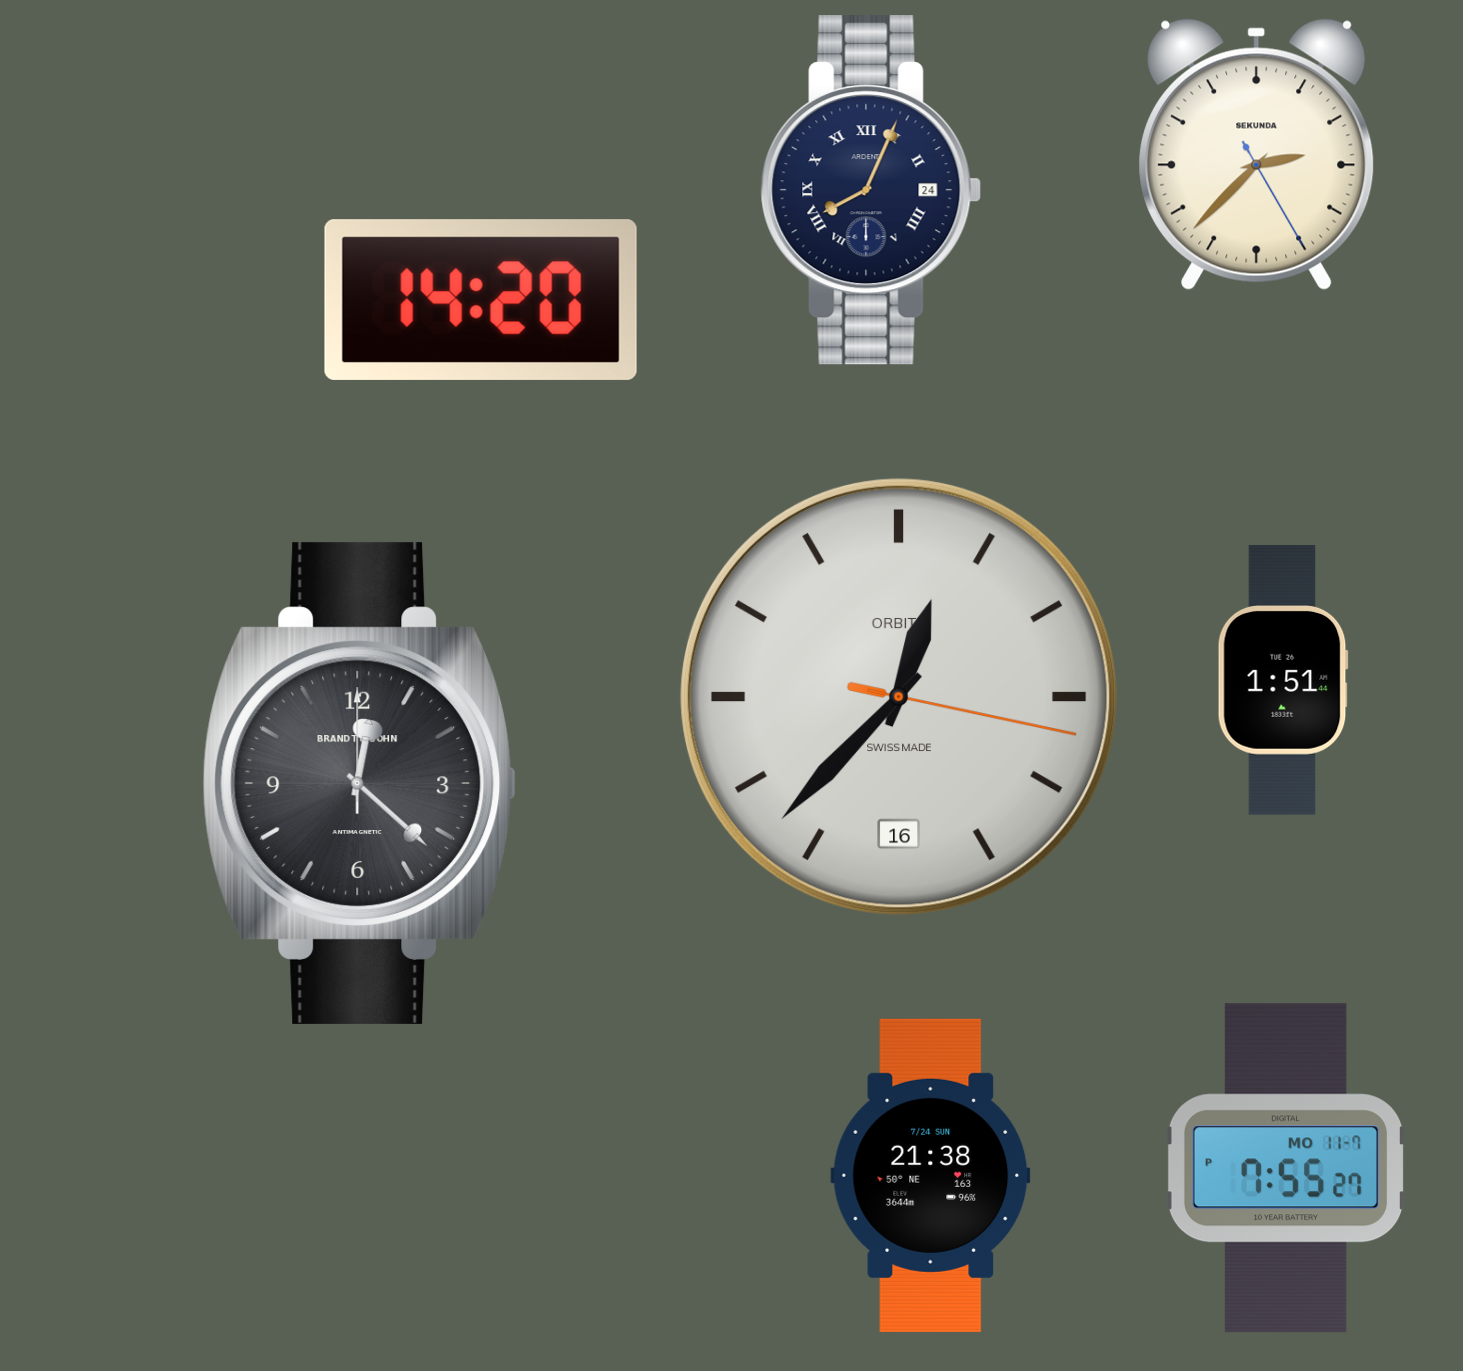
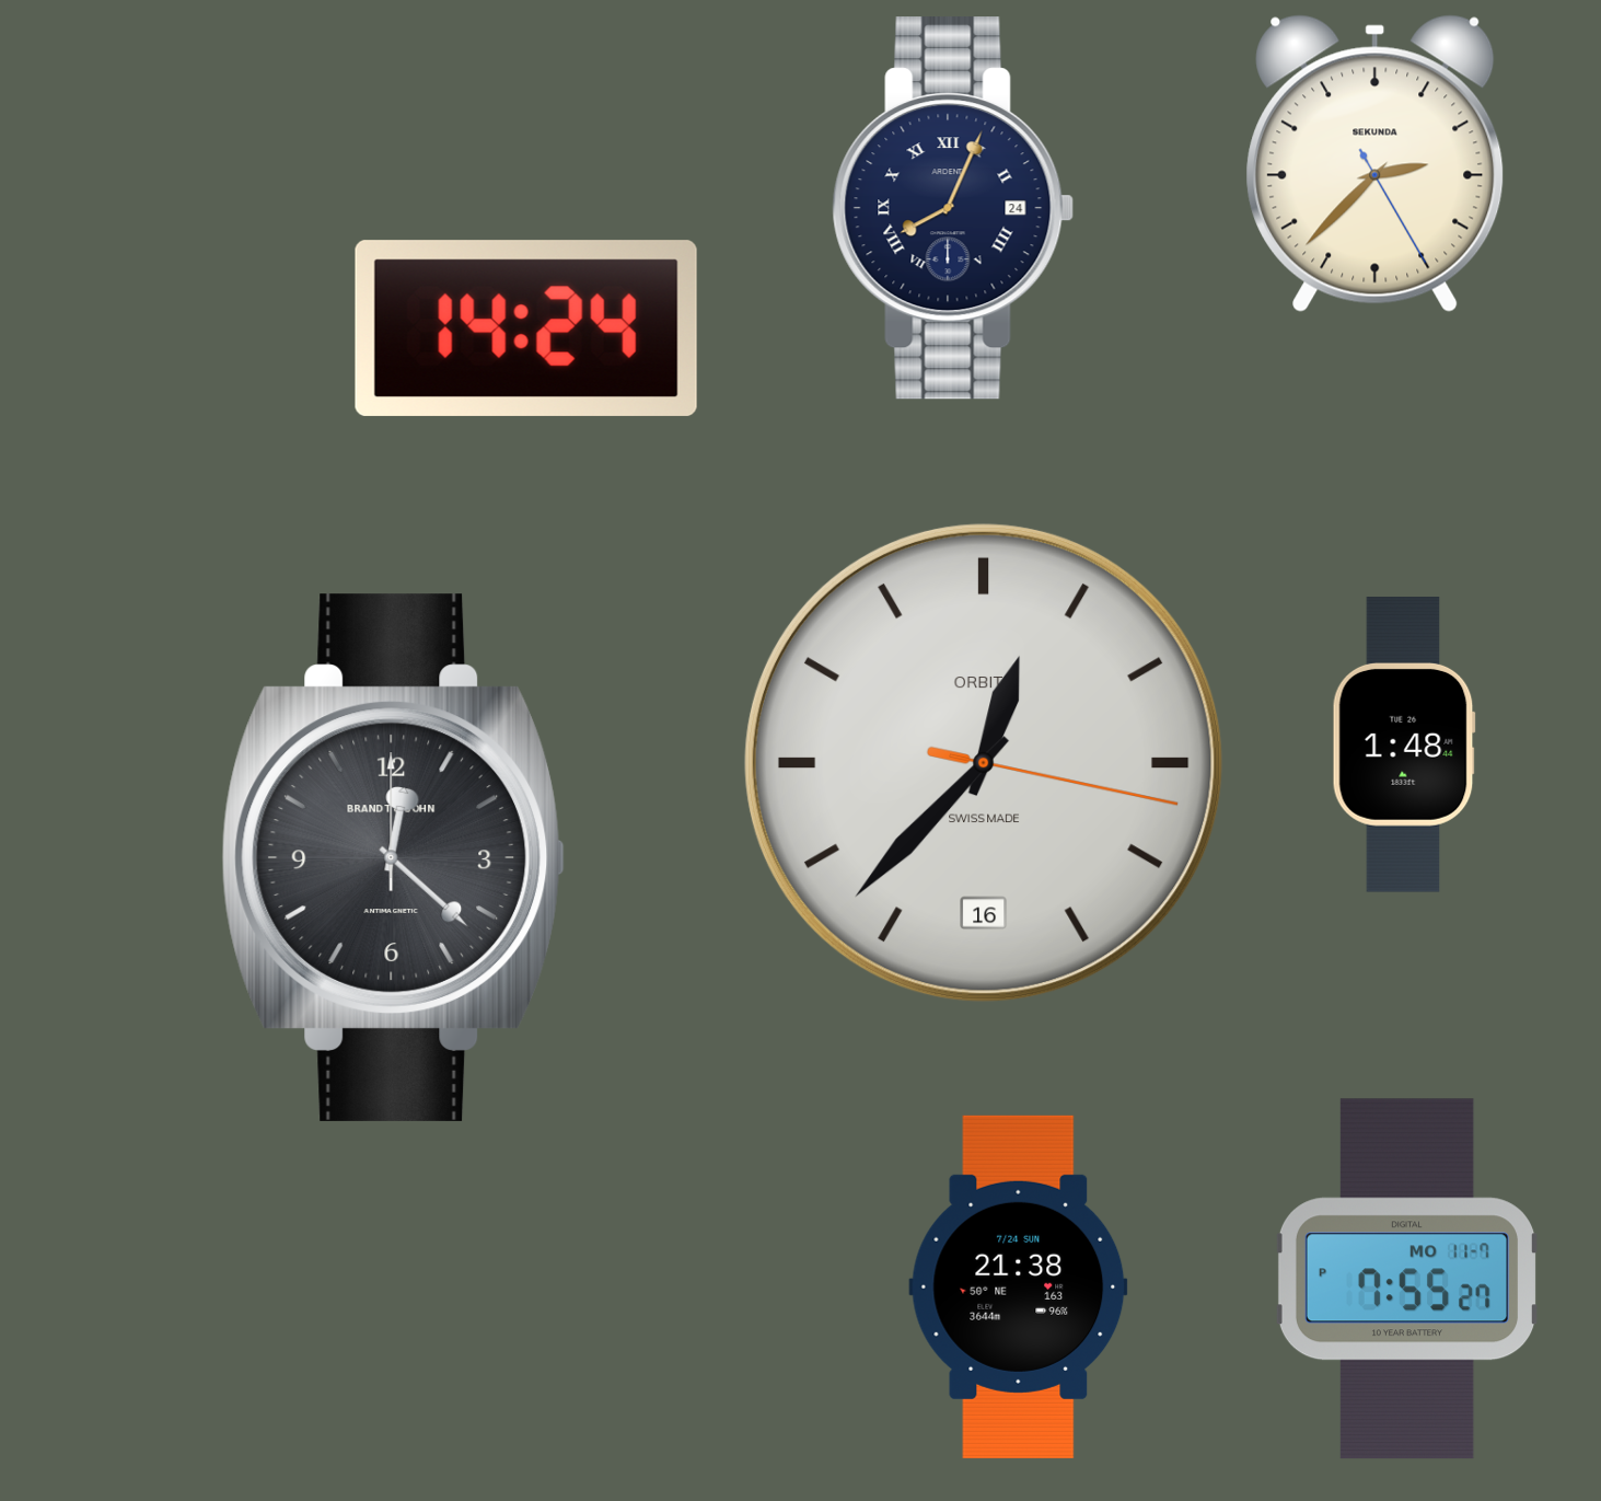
clock at (1257, 154) position: (1257, 154) -> (1376, 163)
clock at (481, 300): 14:20 -> 14:24
clock at (1283, 680): 1:51 -> 1:48
